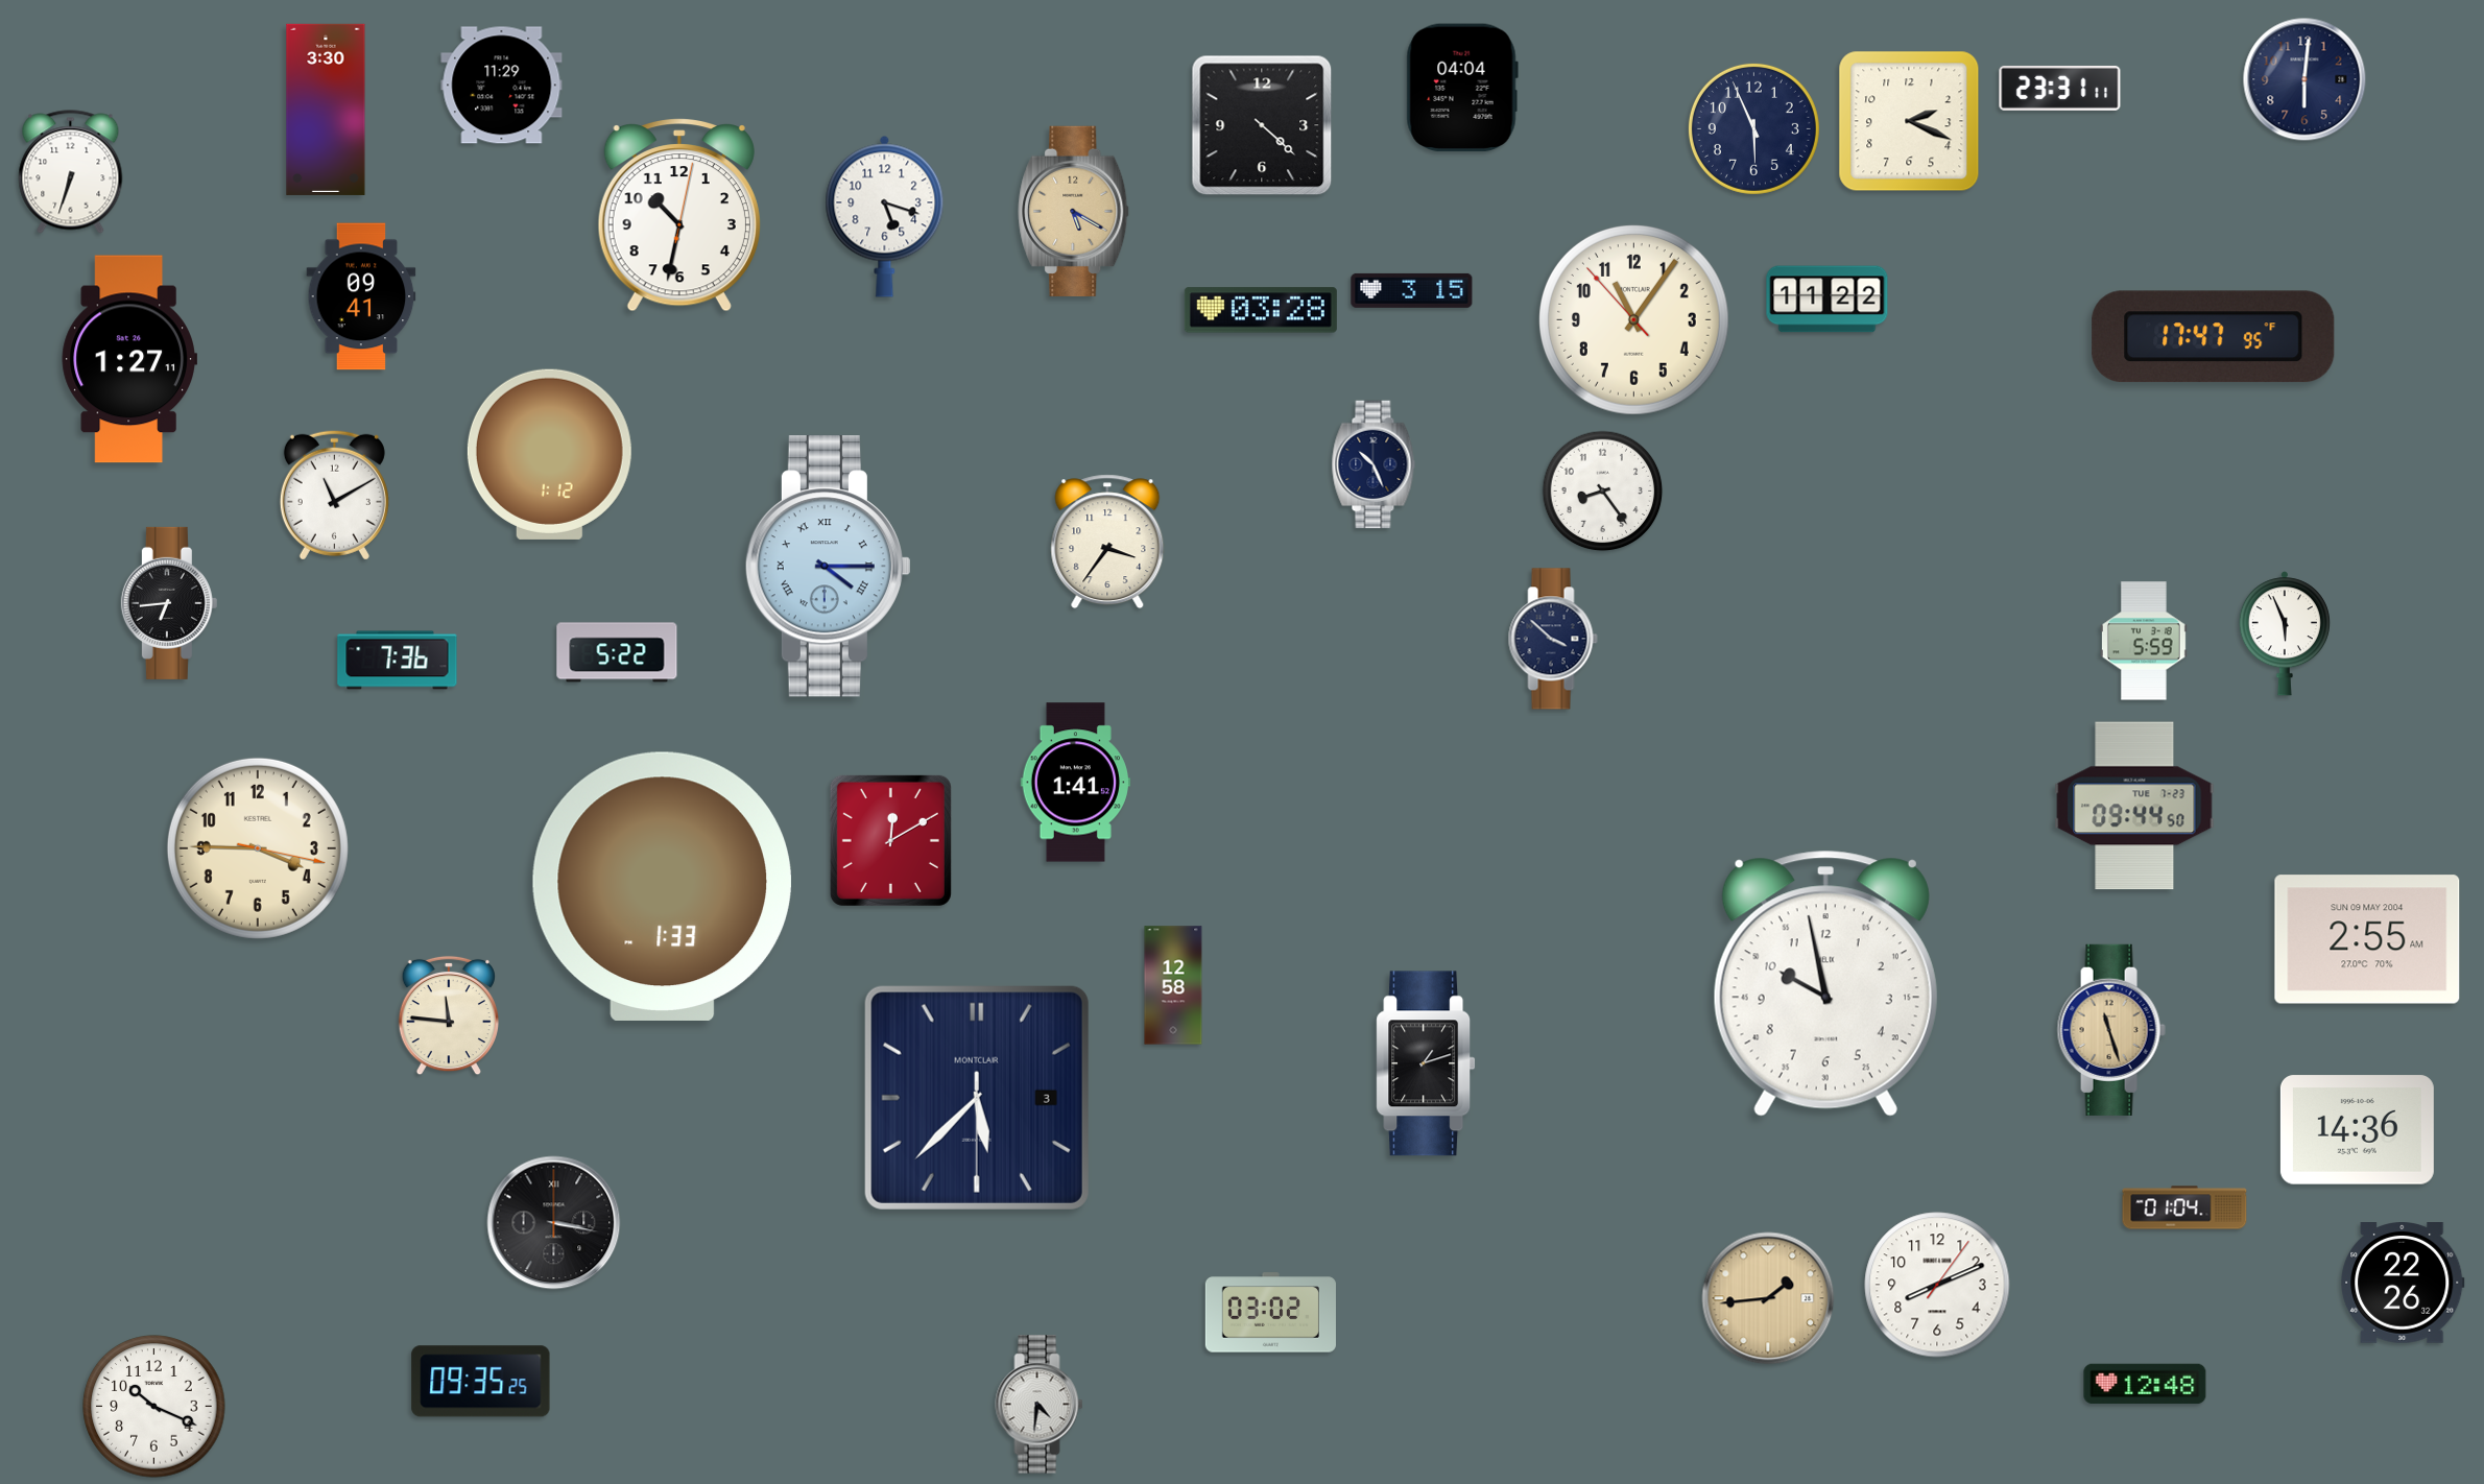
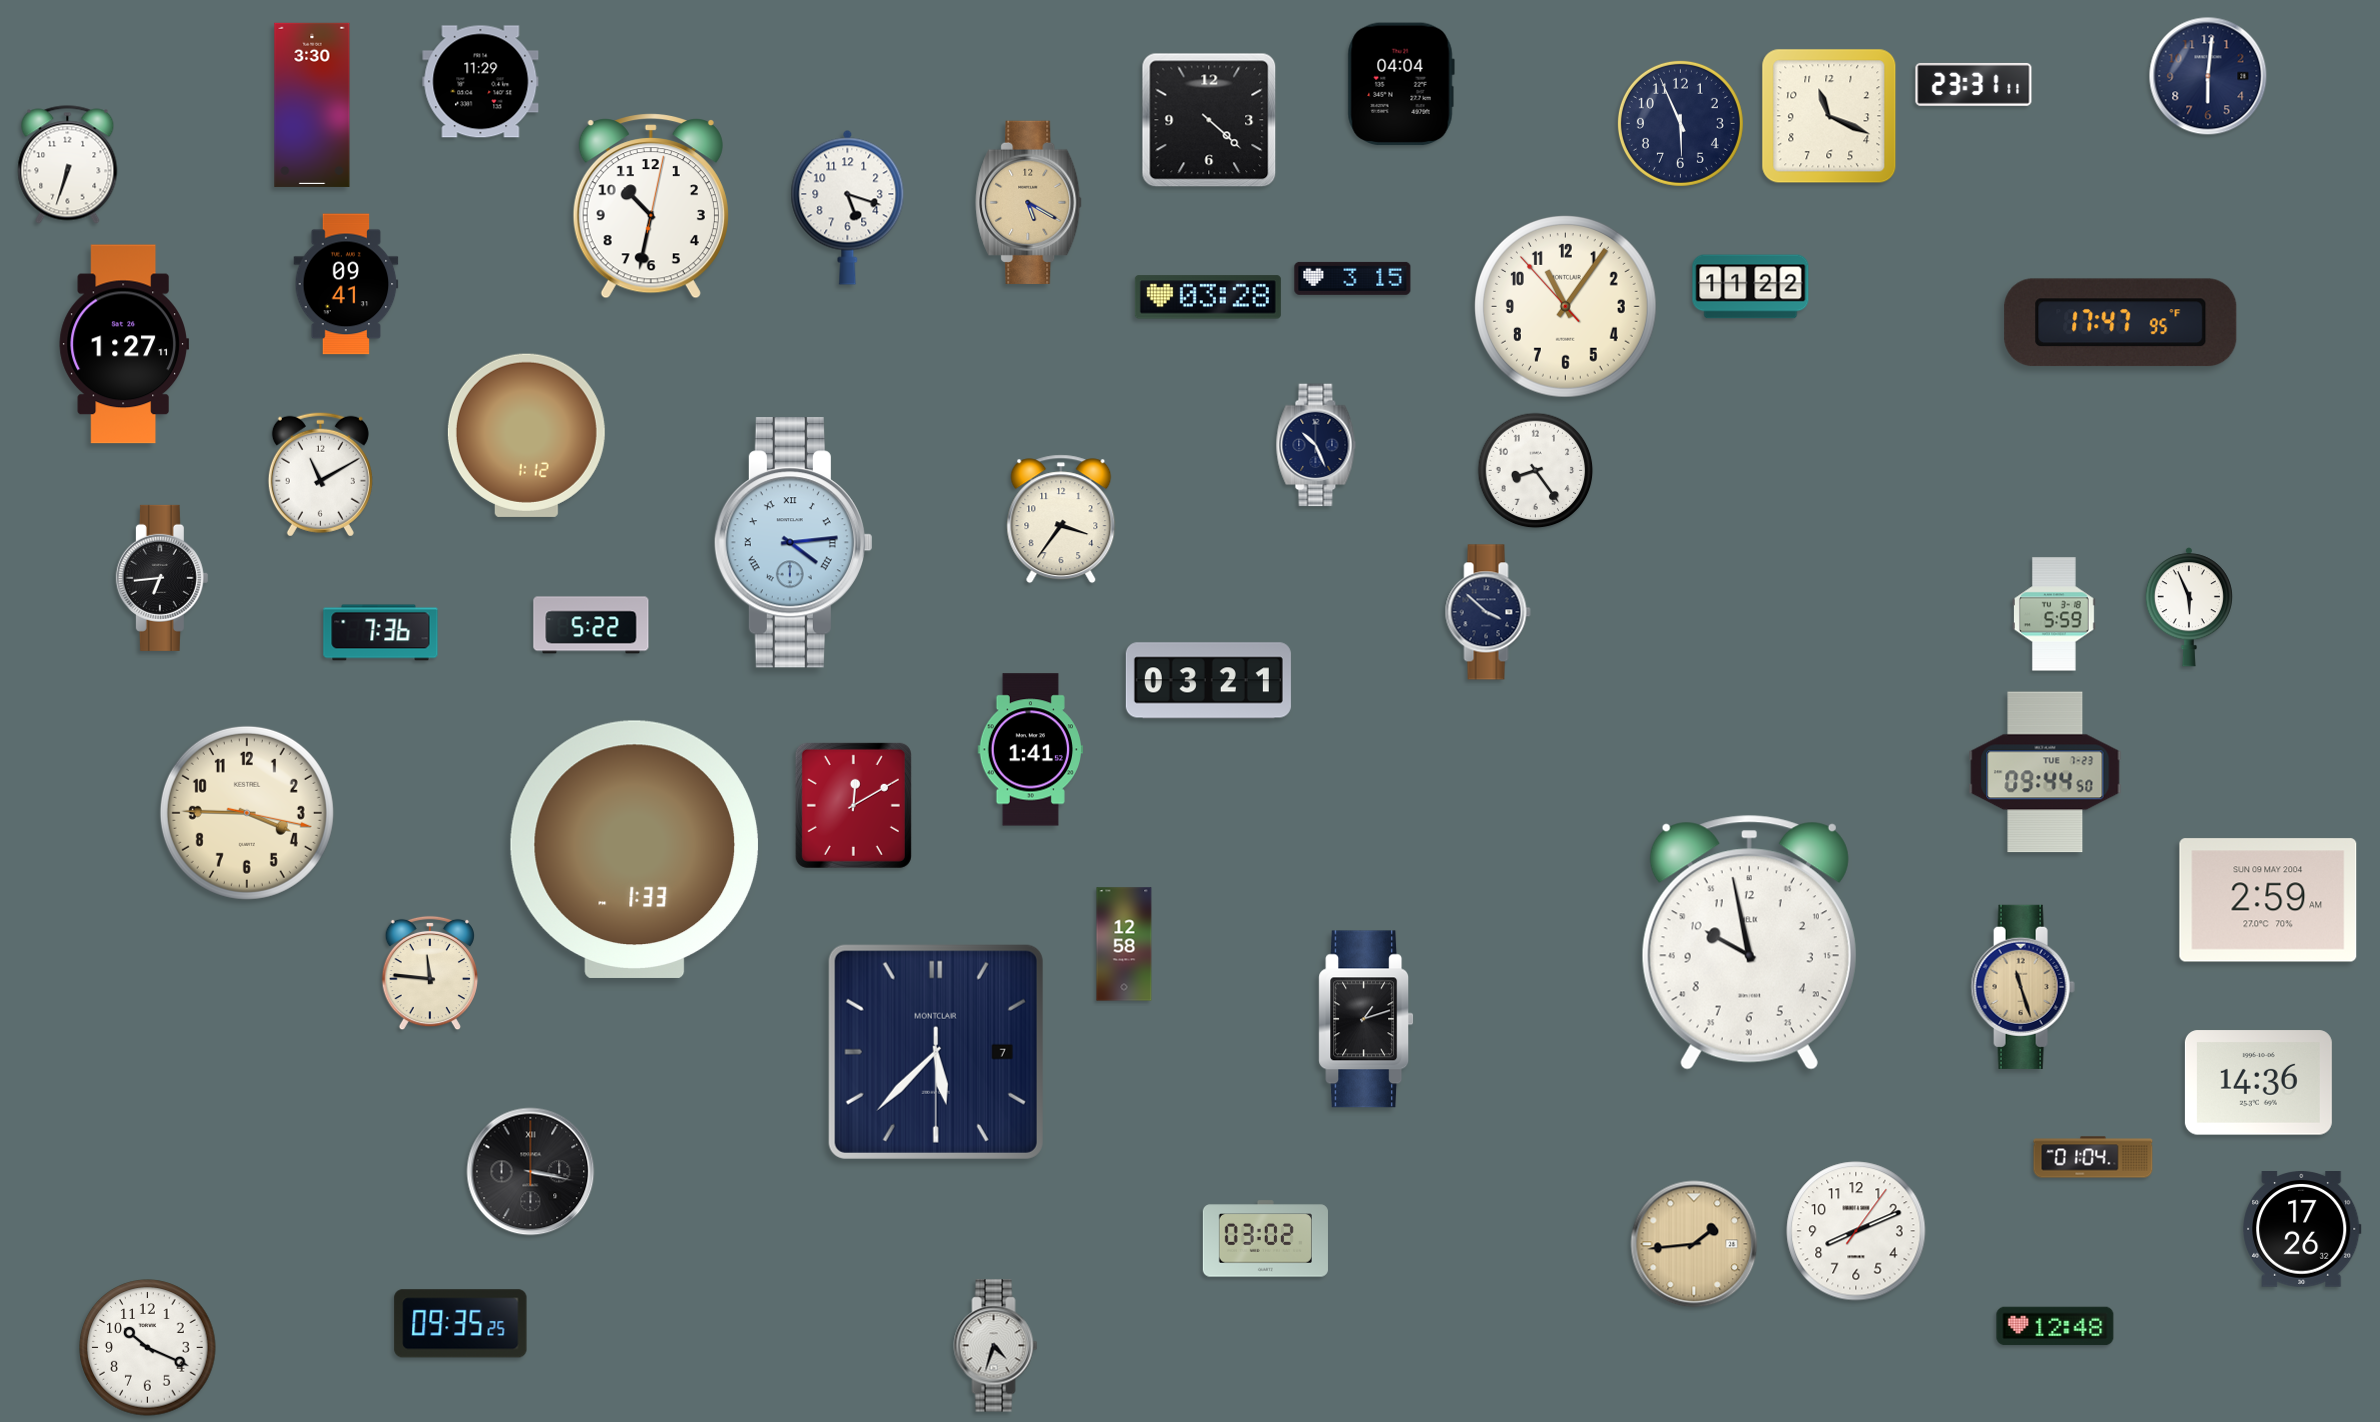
clock at (1909, 121): 2:19 -> 11:19
clock at (828, 567): 4:15 -> 4:14
clock at (1208, 681): none -> 03:21
clock at (2367, 939): 2:55 -> 2:59
clock at (977, 1098) date: 3 -> 7
clock at (2403, 1284): 22:26 -> 17:26
clock at (1270, 1313) position: (1270, 1313) -> (1265, 1239)
clock at (1040, 1405): 4:31 -> 4:33
